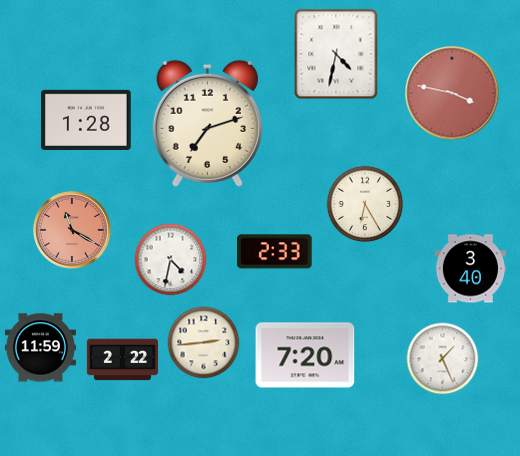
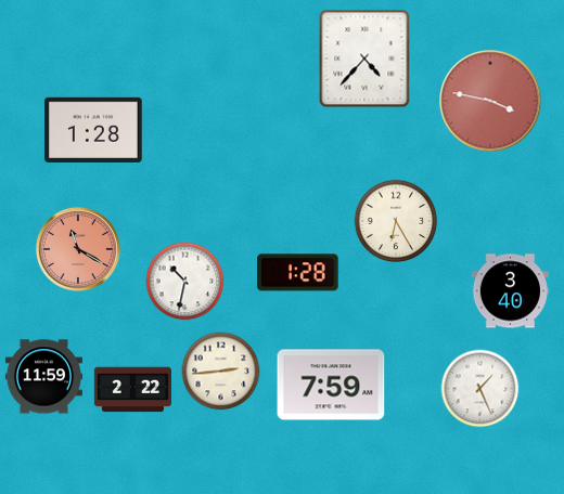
clock at (336, 54): 4:32 -> 4:37
clock at (207, 123): 7:12 -> none
clock at (275, 252): 2:33 -> 1:28
clock at (171, 260): 4:32 -> 10:32
clock at (305, 355): 7:20 -> 7:59
